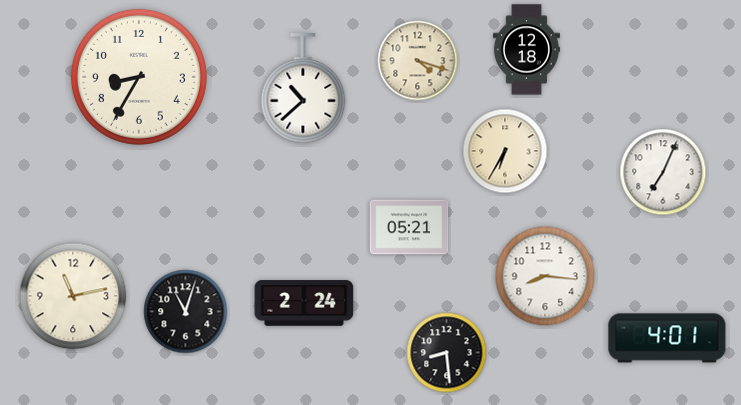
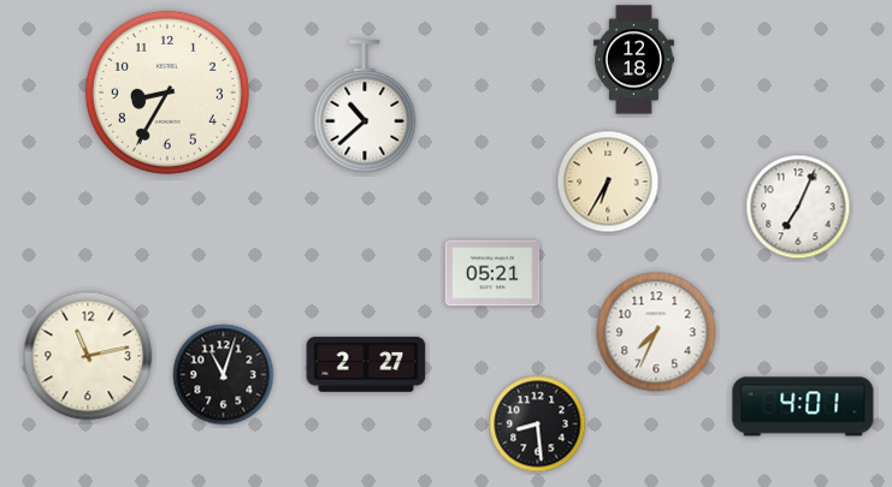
clock at (418, 61): 4:18 -> none
clock at (545, 276): 8:16 -> 7:34
clock at (304, 303): 2:24 -> 2:27
